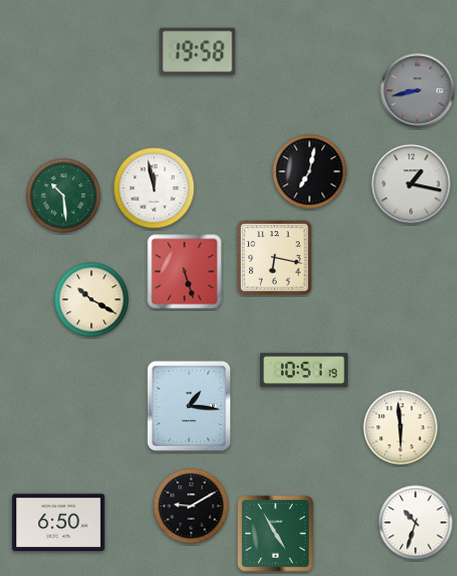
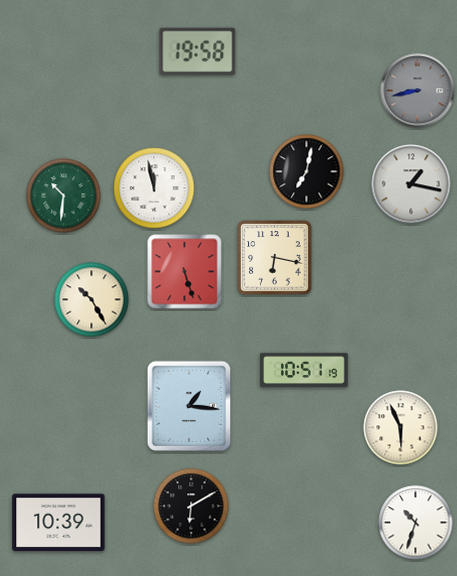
clock at (310, 172) position: (310, 172) -> (307, 172)
clock at (64, 196): 10:29 -> 10:31
clock at (92, 300): 10:20 -> 10:25
clock at (401, 428): 5:59 -> 5:56
clock at (191, 506): 9:10 -> 6:10
clock at (59, 523): 6:50 -> 10:39
clock at (276, 534): 4:55 -> none
